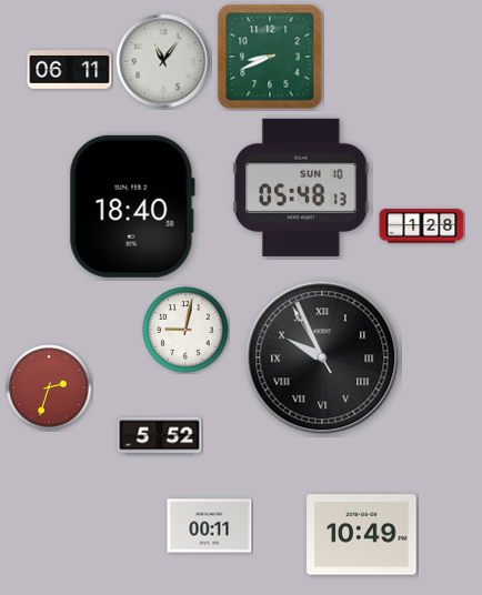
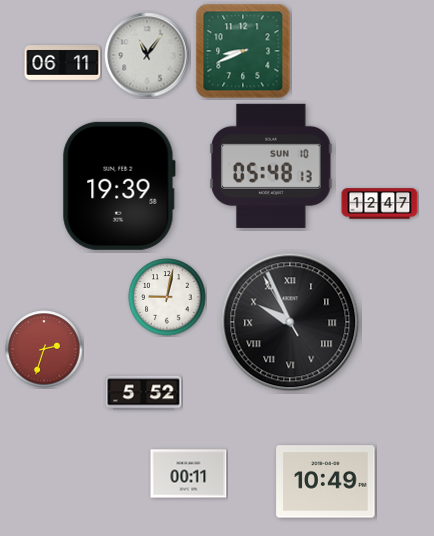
clock at (301, 188) position: (301, 188) -> (271, 166)
clock at (132, 206): 18:40 -> 19:39
clock at (422, 226): 1:28 -> 12:47
